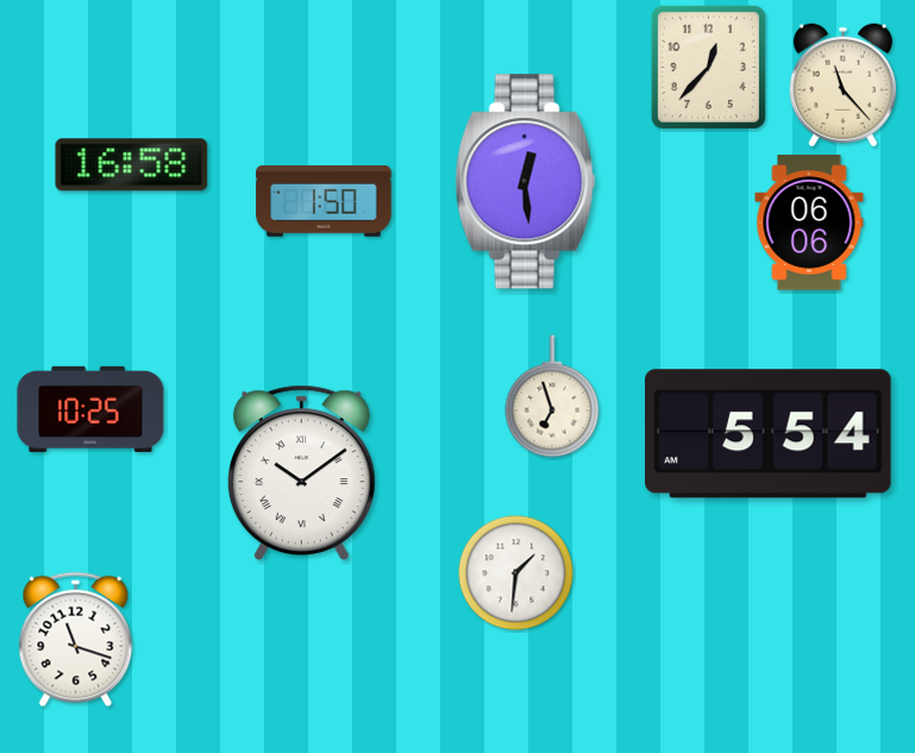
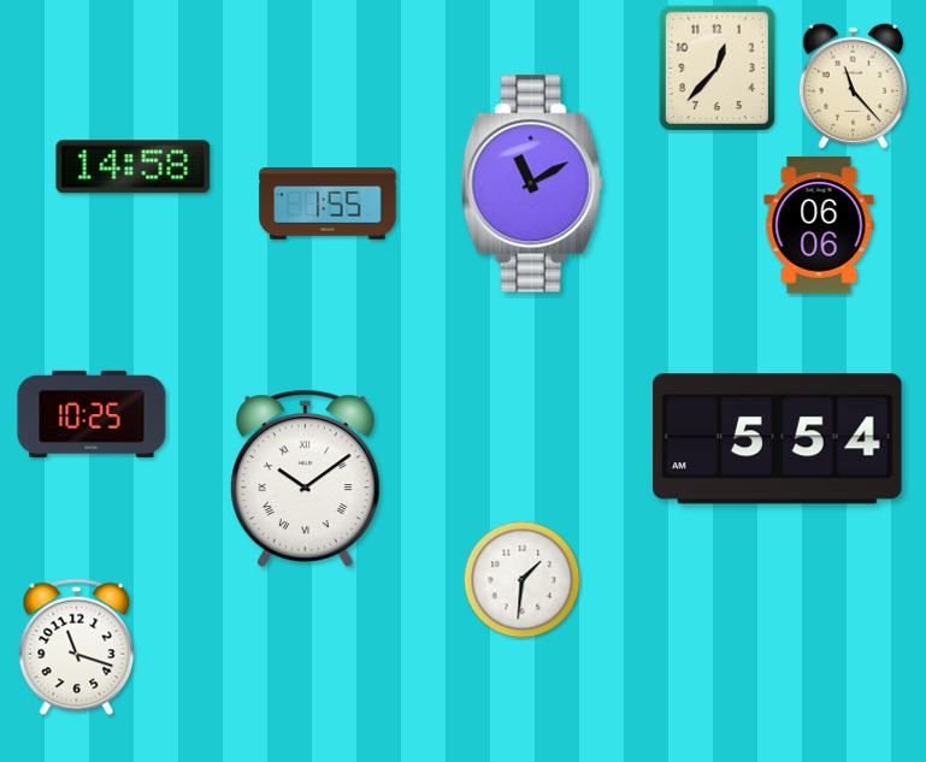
clock at (132, 165): 16:58 -> 14:58
clock at (526, 182): 12:29 -> 11:10
clock at (324, 201): 1:50 -> 1:55
clock at (552, 396): 6:57 -> none
